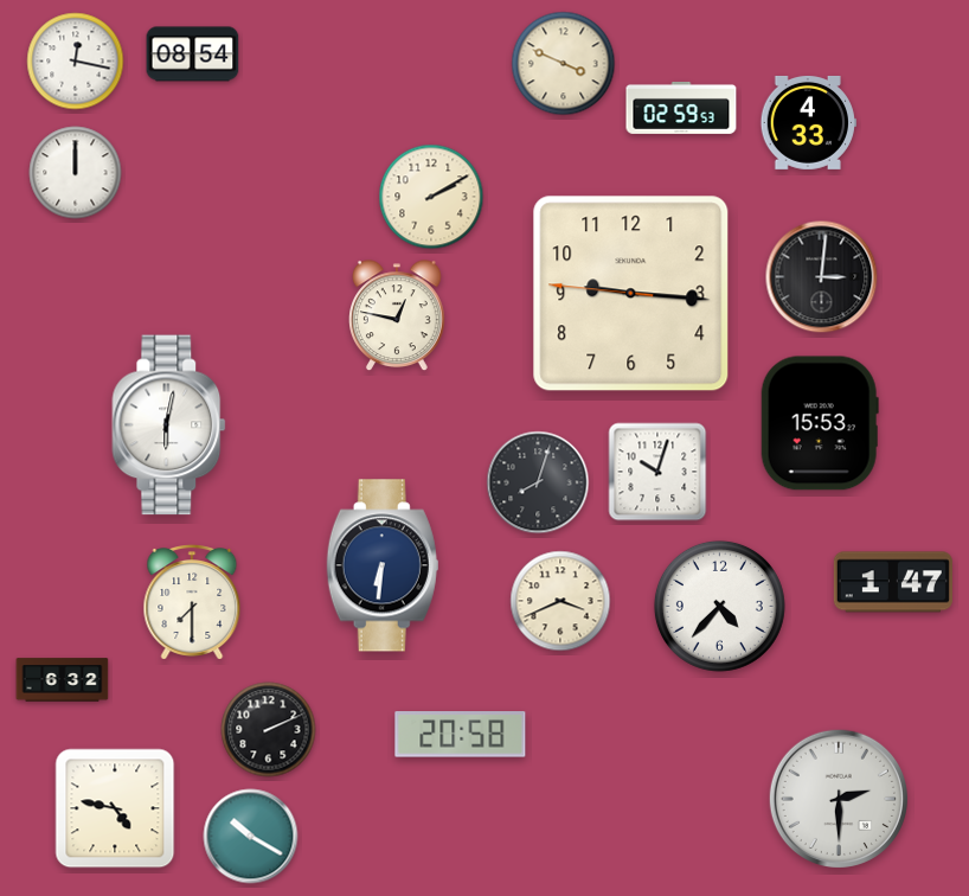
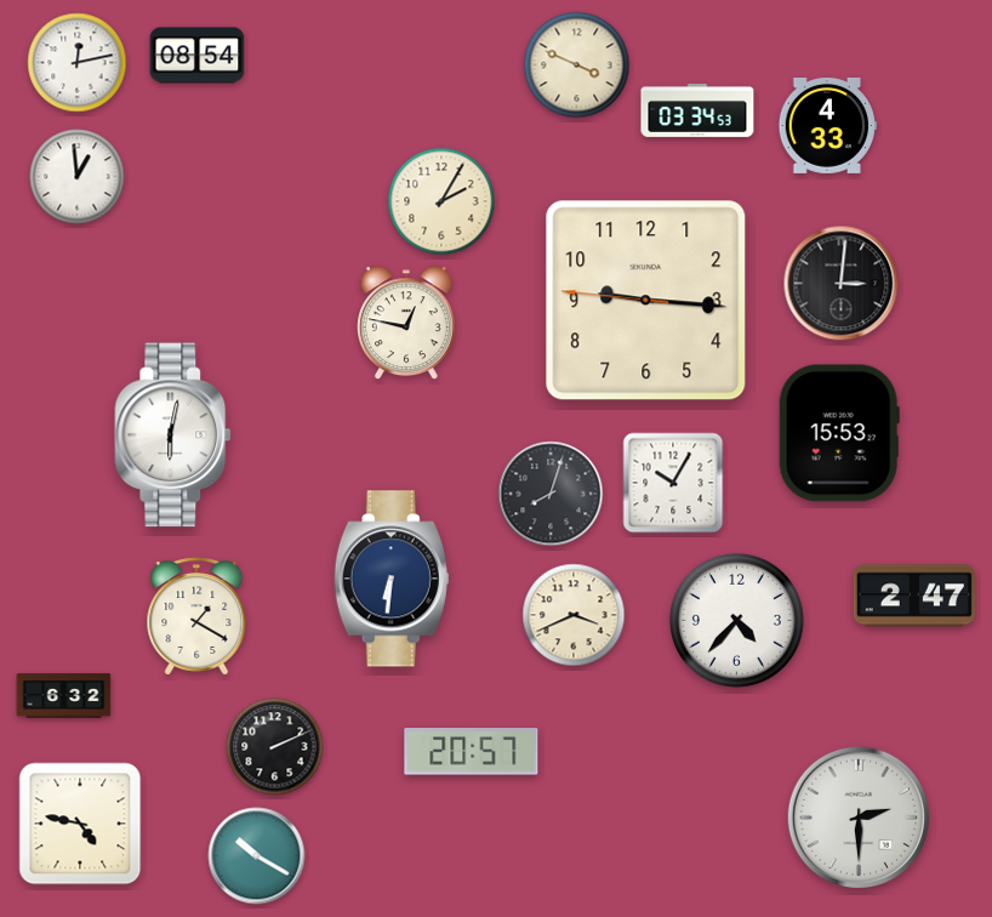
clock at (76, 62): 12:17 -> 12:13
clock at (681, 108): 02:59 -> 03:34
clock at (76, 173): 12:00 -> 12:59
clock at (431, 197): 2:10 -> 2:05
clock at (657, 472): 10:03 -> 10:05
clock at (893, 582): 1:47 -> 2:47
clock at (192, 603): 7:30 -> 1:20
clock at (461, 735): 20:58 -> 20:57
clock at (115, 808) position: (115, 808) -> (80, 824)
